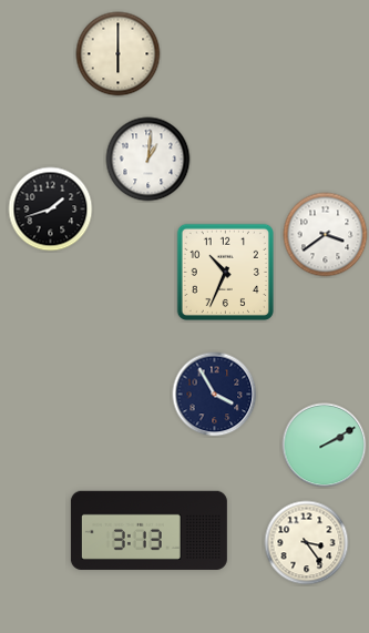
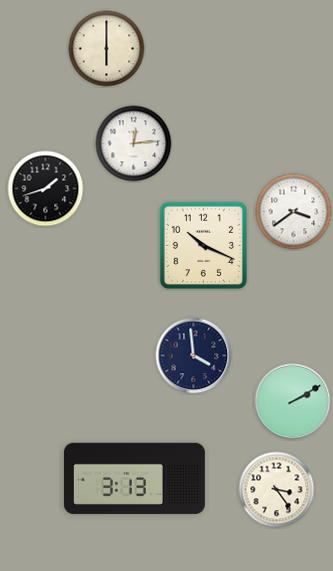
clock at (148, 160): 1:01 -> 12:14
clock at (225, 272): 10:34 -> 10:19
clock at (215, 395): 3:55 -> 3:59
